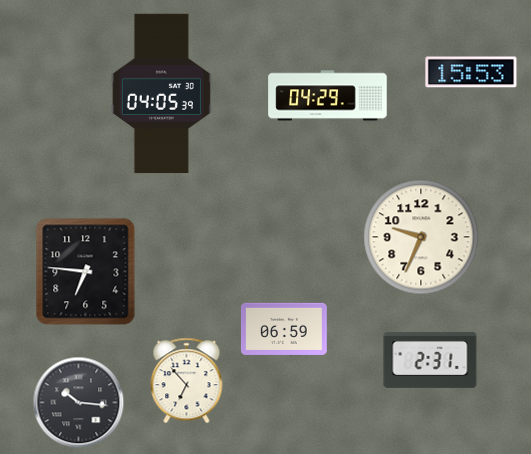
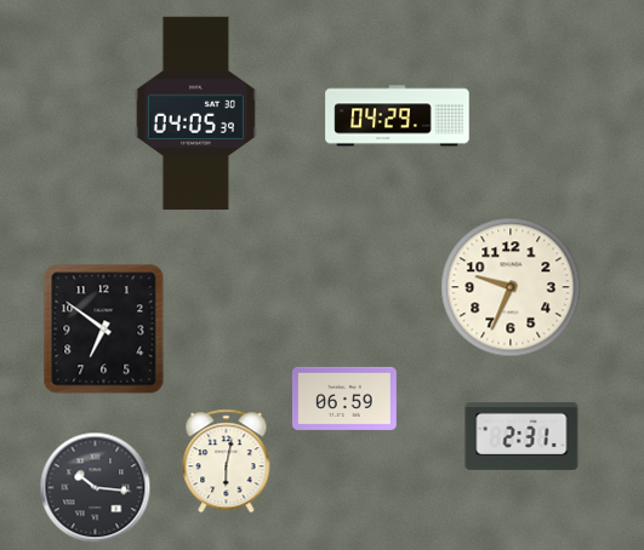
clock at (471, 72): 15:53 -> none
clock at (86, 272): 6:46 -> 6:51
clock at (187, 381): 6:53 -> 6:02
